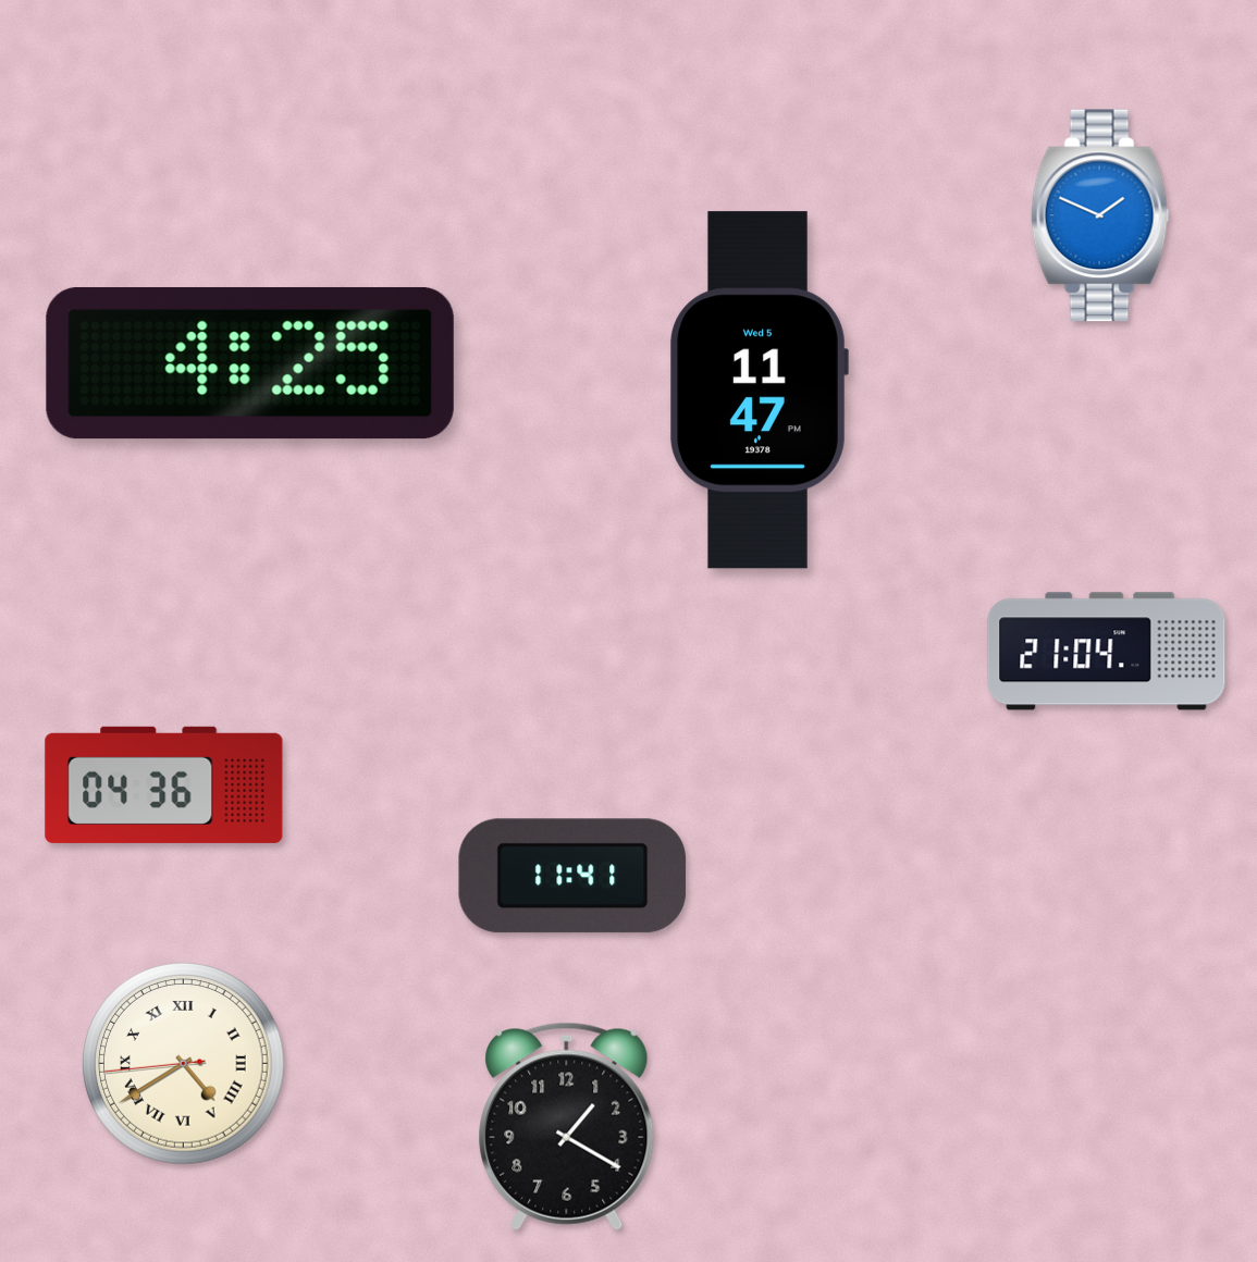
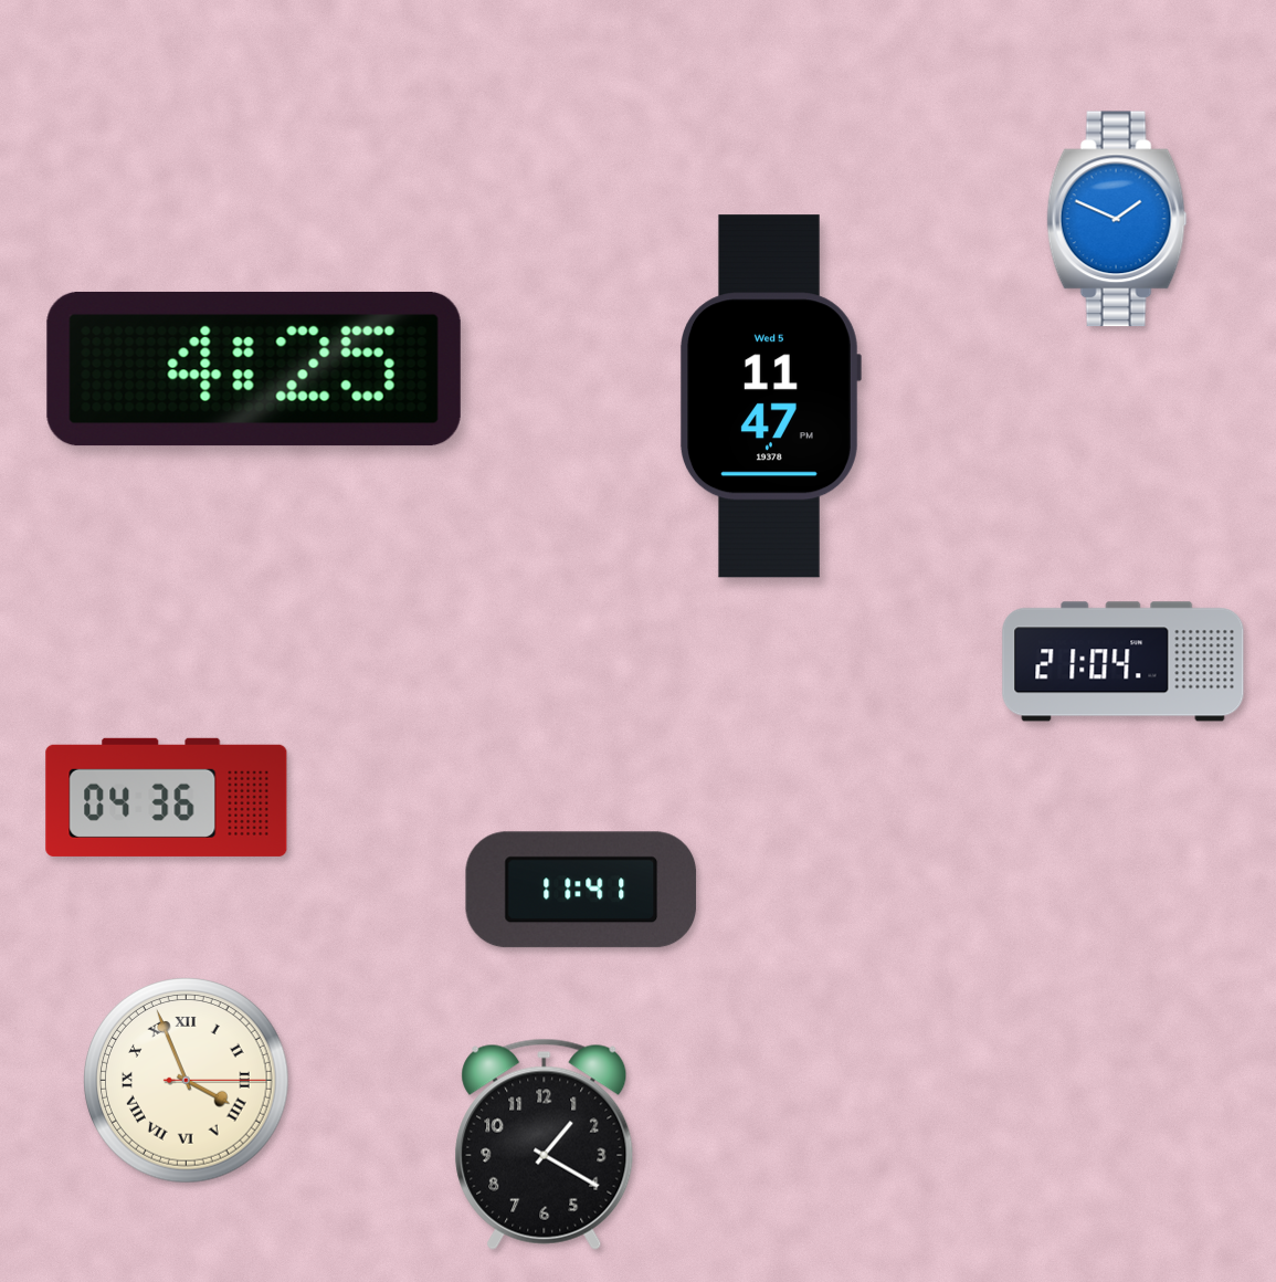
clock at (184, 1064): 4:39 -> 3:56
clock at (567, 1126) position: (567, 1126) -> (545, 1144)
